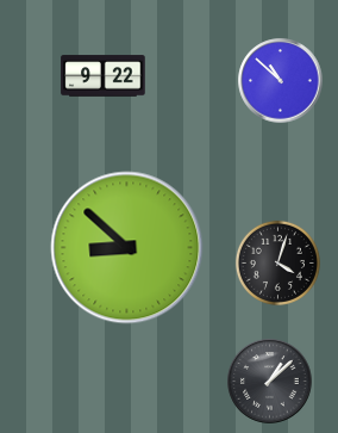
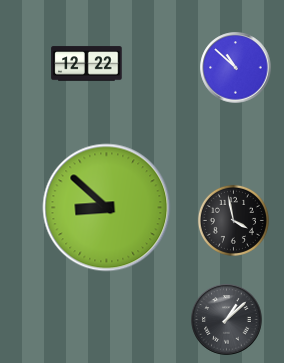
clock at (104, 76): 9:22 -> 12:22
clock at (277, 262): 4:03 -> 3:58
